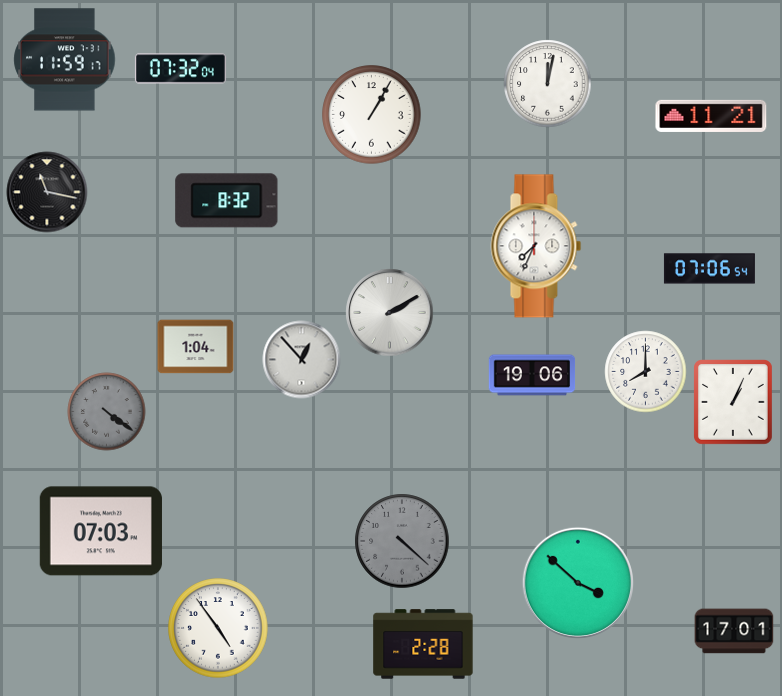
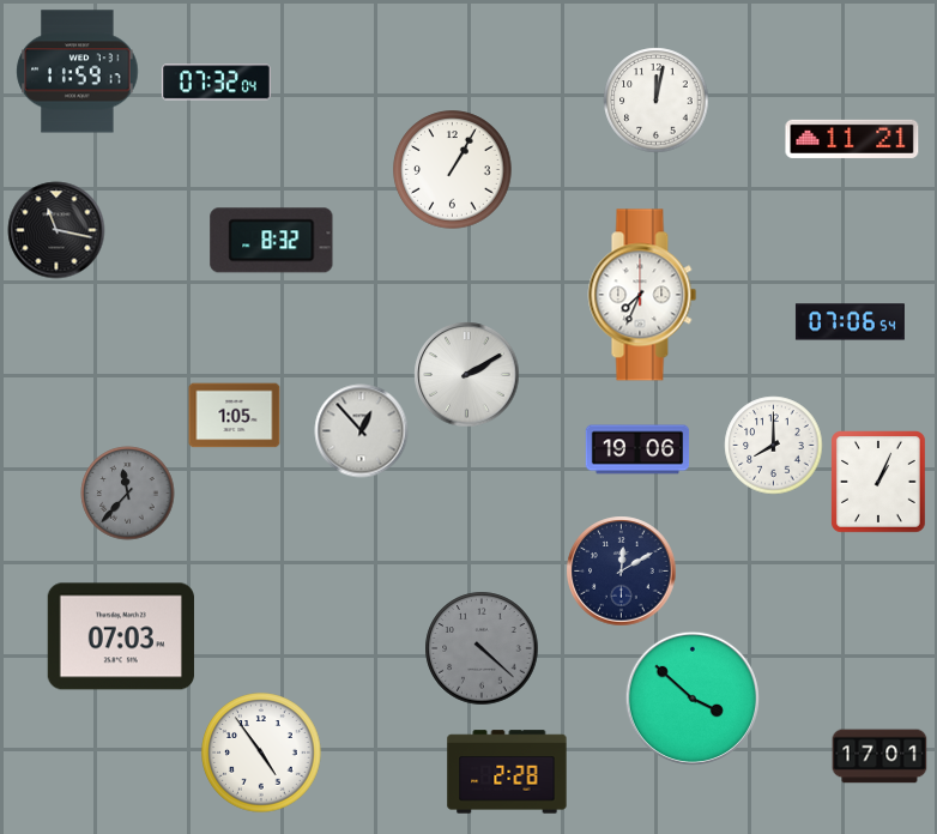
clock at (372, 115) position: (372, 115) -> (453, 170)
clock at (196, 347): 1:04 -> 1:05
clock at (107, 412): 4:21 -> 11:37
clock at (622, 572): none -> 12:10
